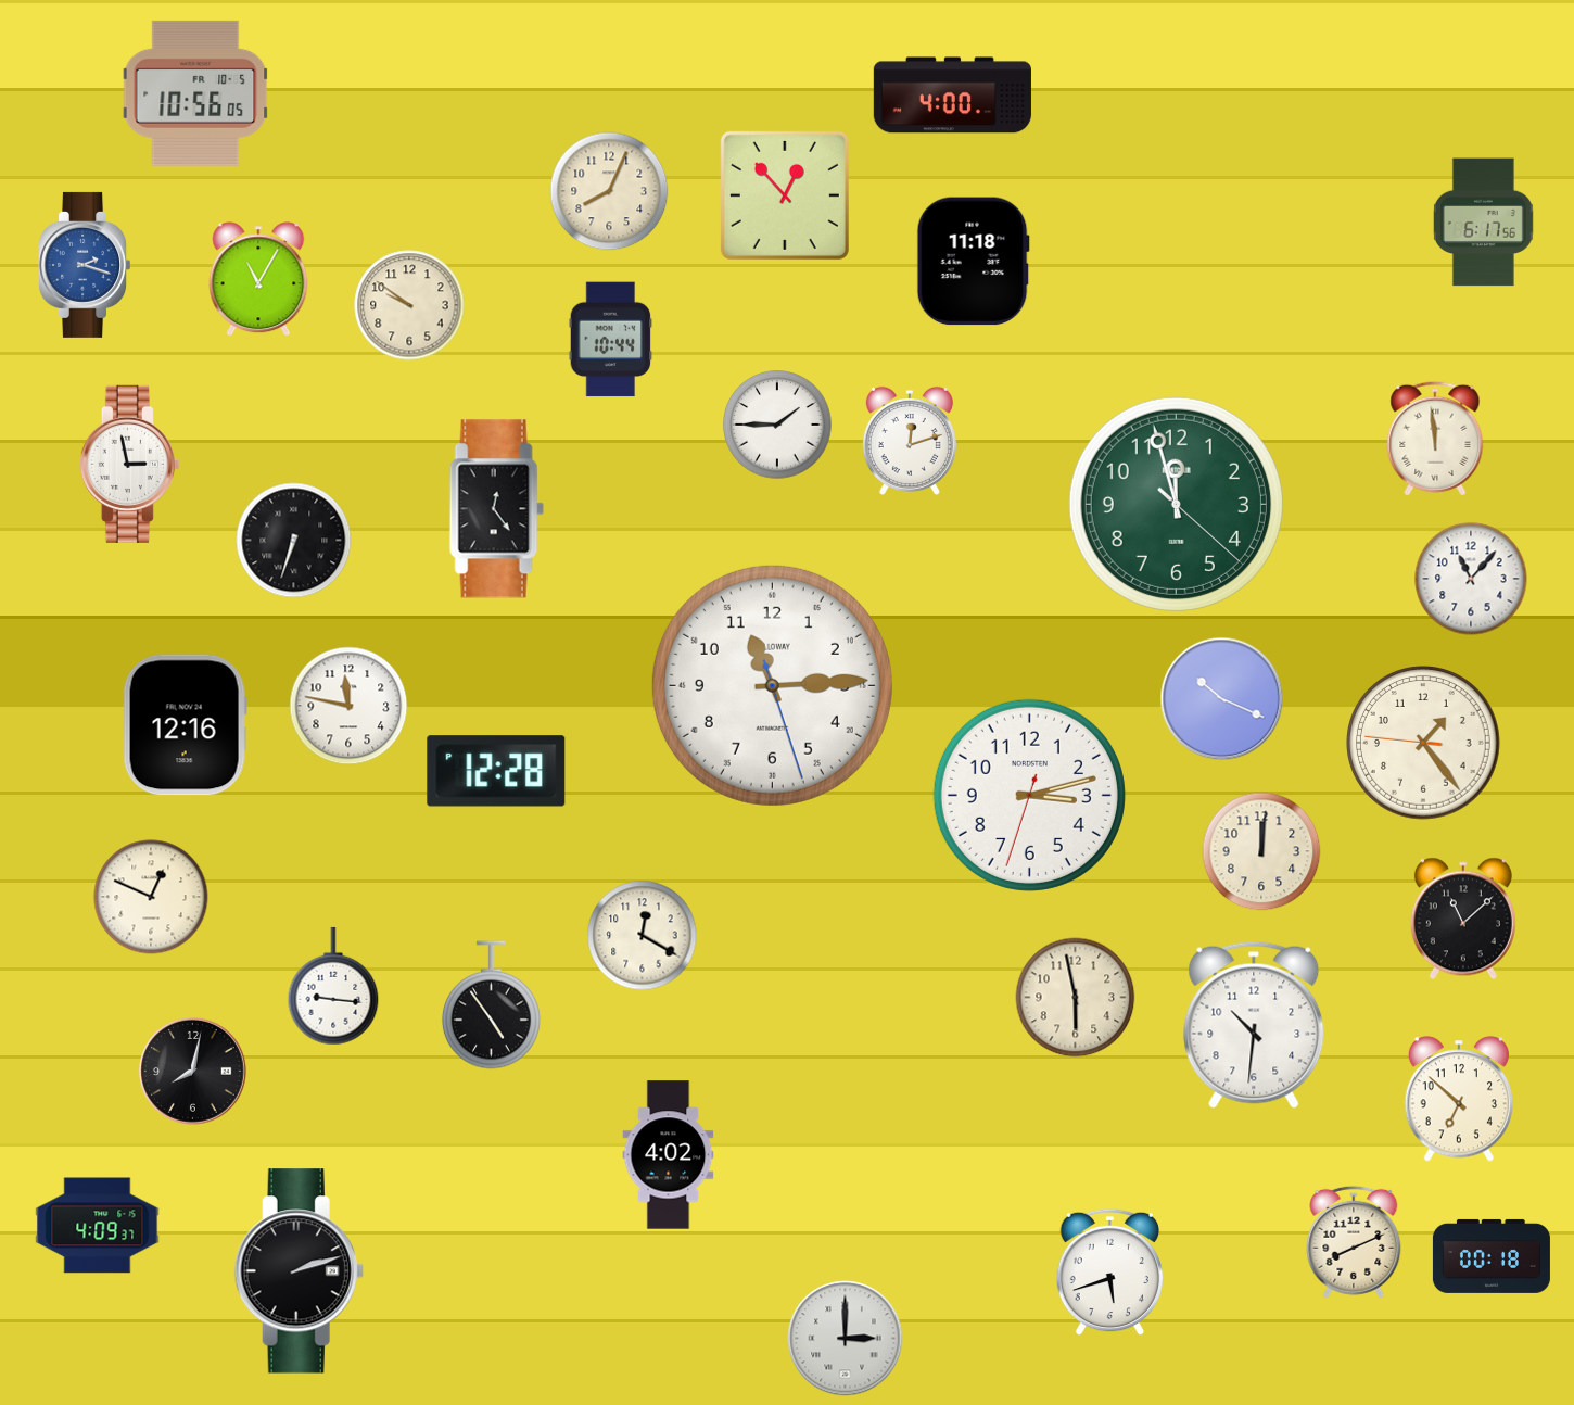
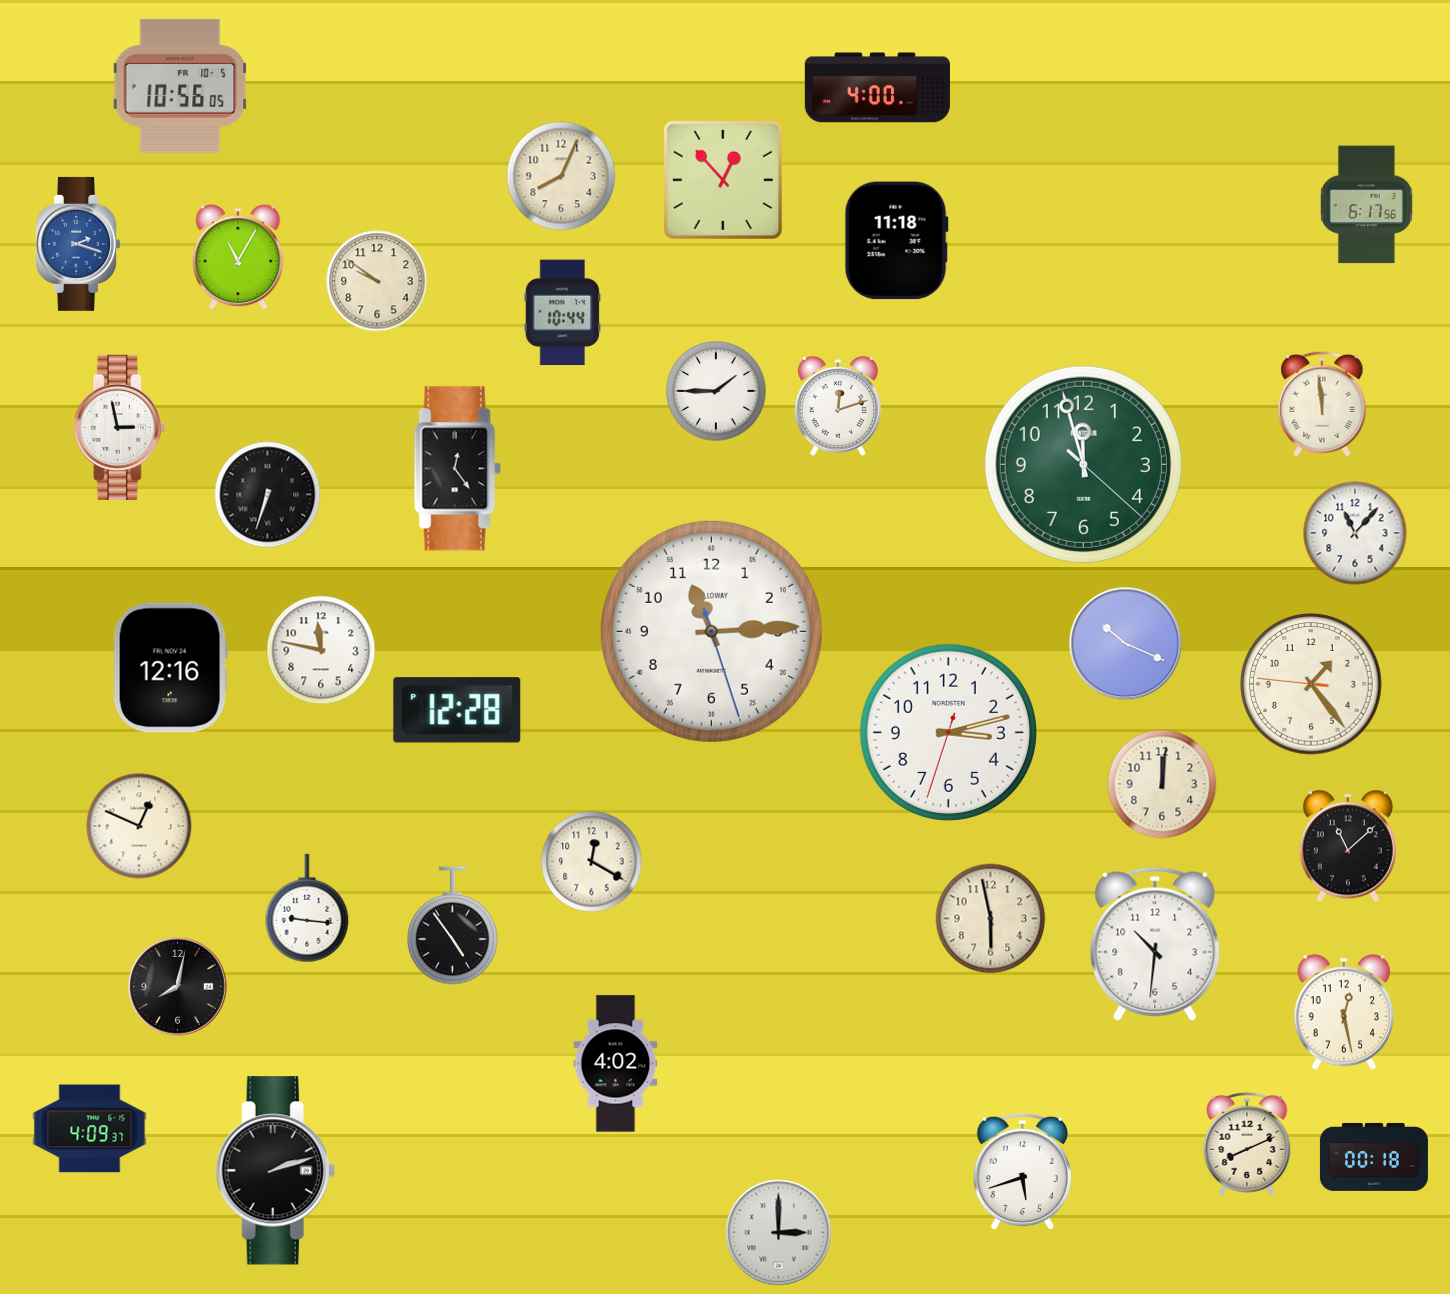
clock at (294, 541) position: (294, 541) -> (268, 495)
clock at (1458, 1099): 6:52 -> 12:28
